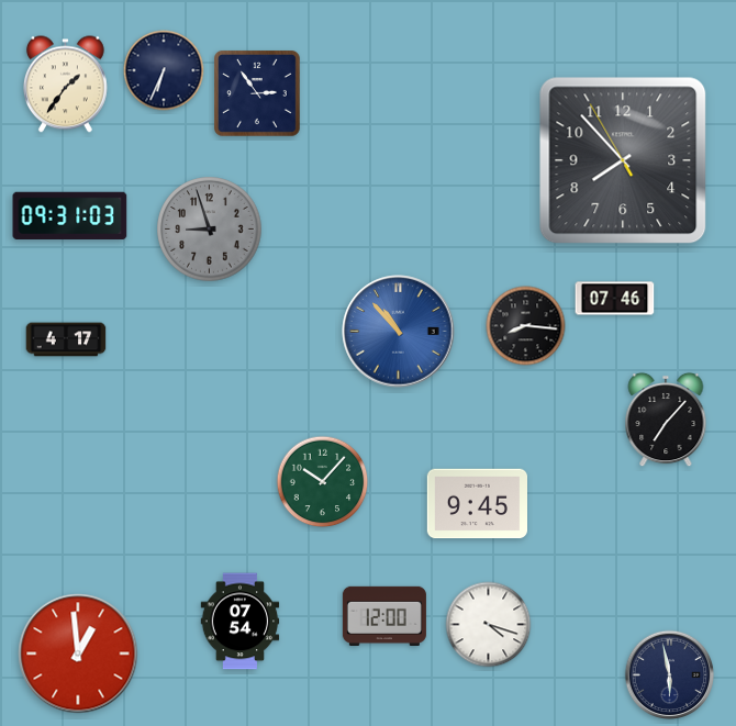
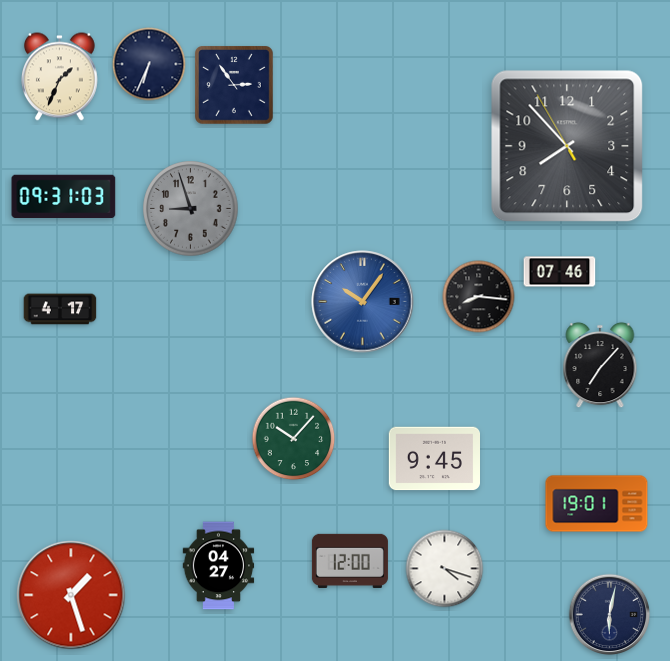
clock at (65, 85): 1:36 -> 1:34
clock at (399, 332): 10:53 -> 10:06
clock at (666, 420) position: (666, 420) -> (600, 365)
clock at (597, 504): none -> 19:01
clock at (241, 622): 07:54 -> 04:27
clock at (78, 654): 12:59 -> 1:27
clock at (670, 675): 5:58 -> 6:02
